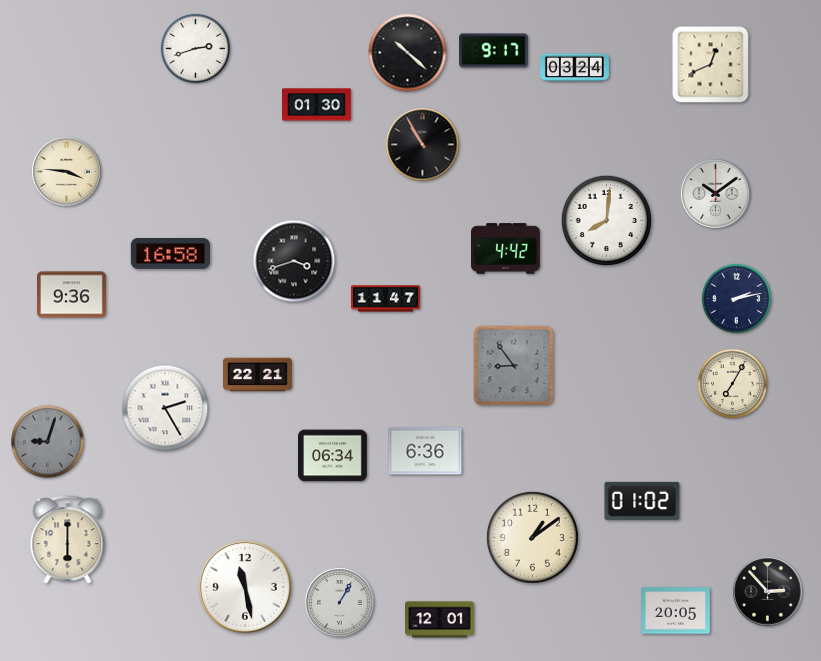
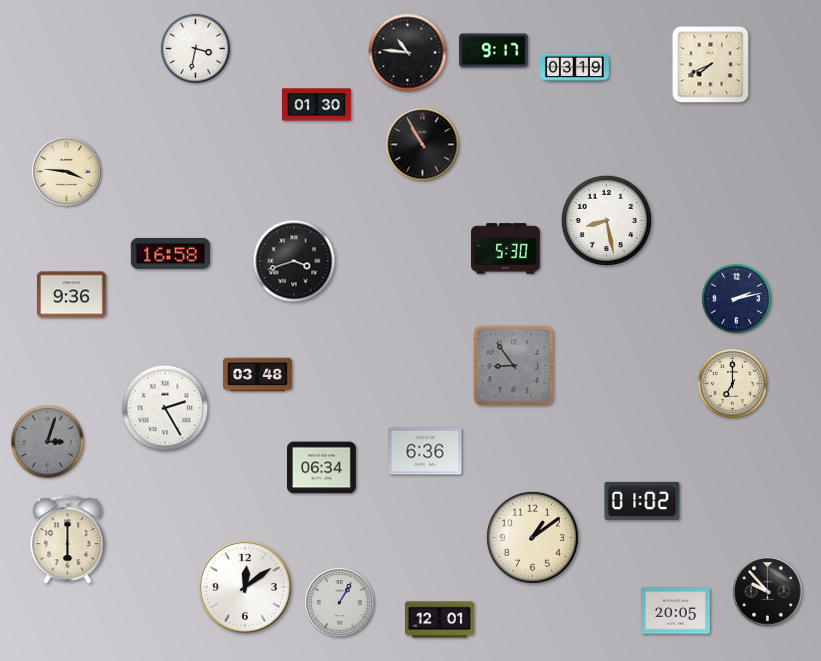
clock at (195, 48): 2:42 -> 3:32
clock at (408, 53): 10:22 -> 10:46
clock at (711, 65): 12:41 -> 7:41
clock at (575, 68): 03:24 -> 03:19
clock at (716, 194): 10:09 -> none
clock at (606, 220): 8:01 -> 8:28
clock at (506, 249): 4:42 -> 5:30
clock at (386, 299): 11:47 -> none
clock at (258, 375): 22:21 -> 03:48
clock at (732, 383): 7:05 -> 7:00
clock at (48, 442): 9:03 -> 3:03
clock at (333, 456) position: (333, 456) -> (322, 468)
clock at (245, 587): 11:28 -> 12:09
clock at (768, 592): 2:53 -> 9:53
